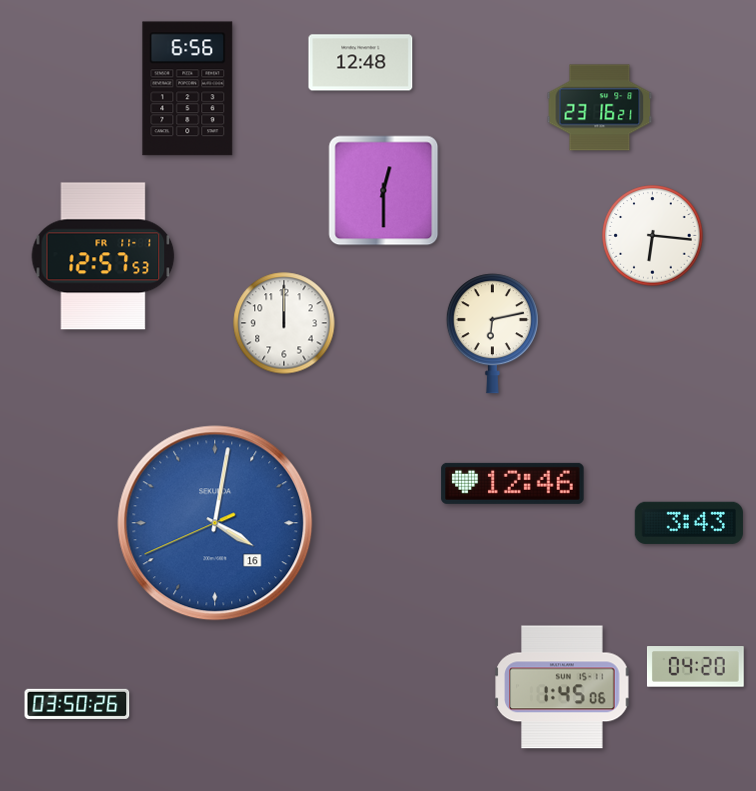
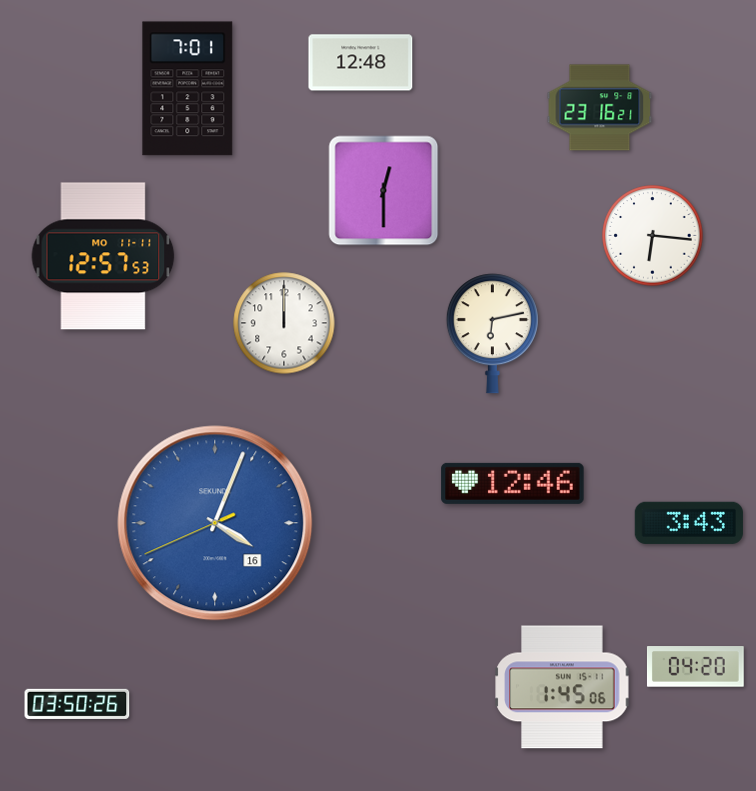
clock at (188, 89): 6:56 -> 7:01
clock at (103, 256) date: FR 11-1 -> MO 11-11
clock at (215, 523): 4:01 -> 4:03
